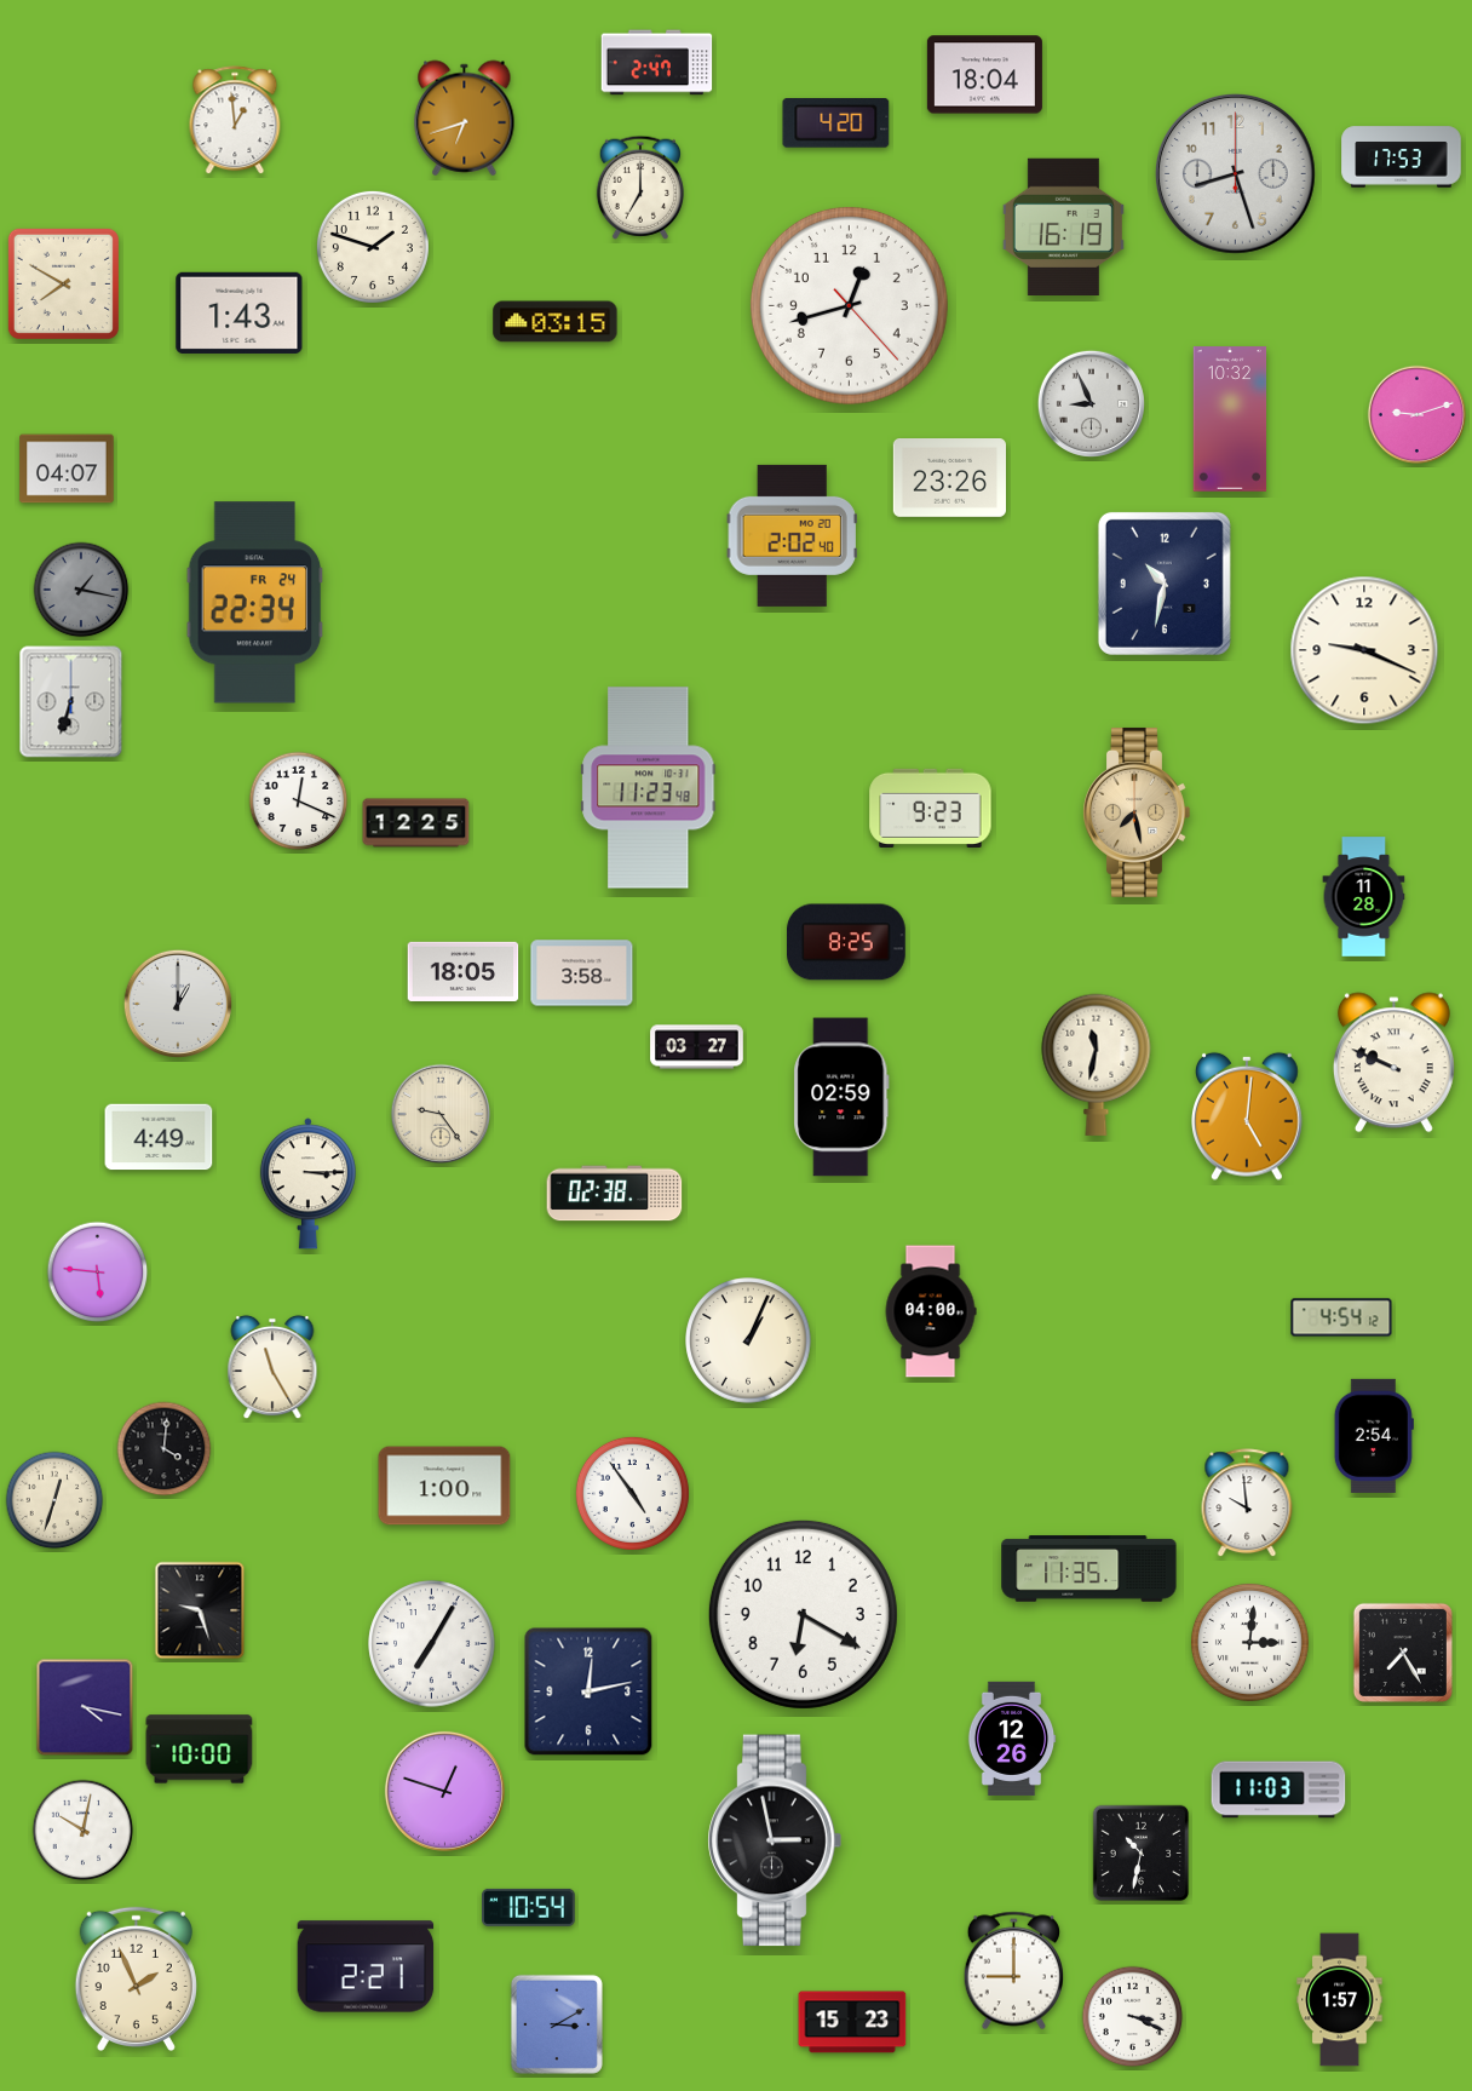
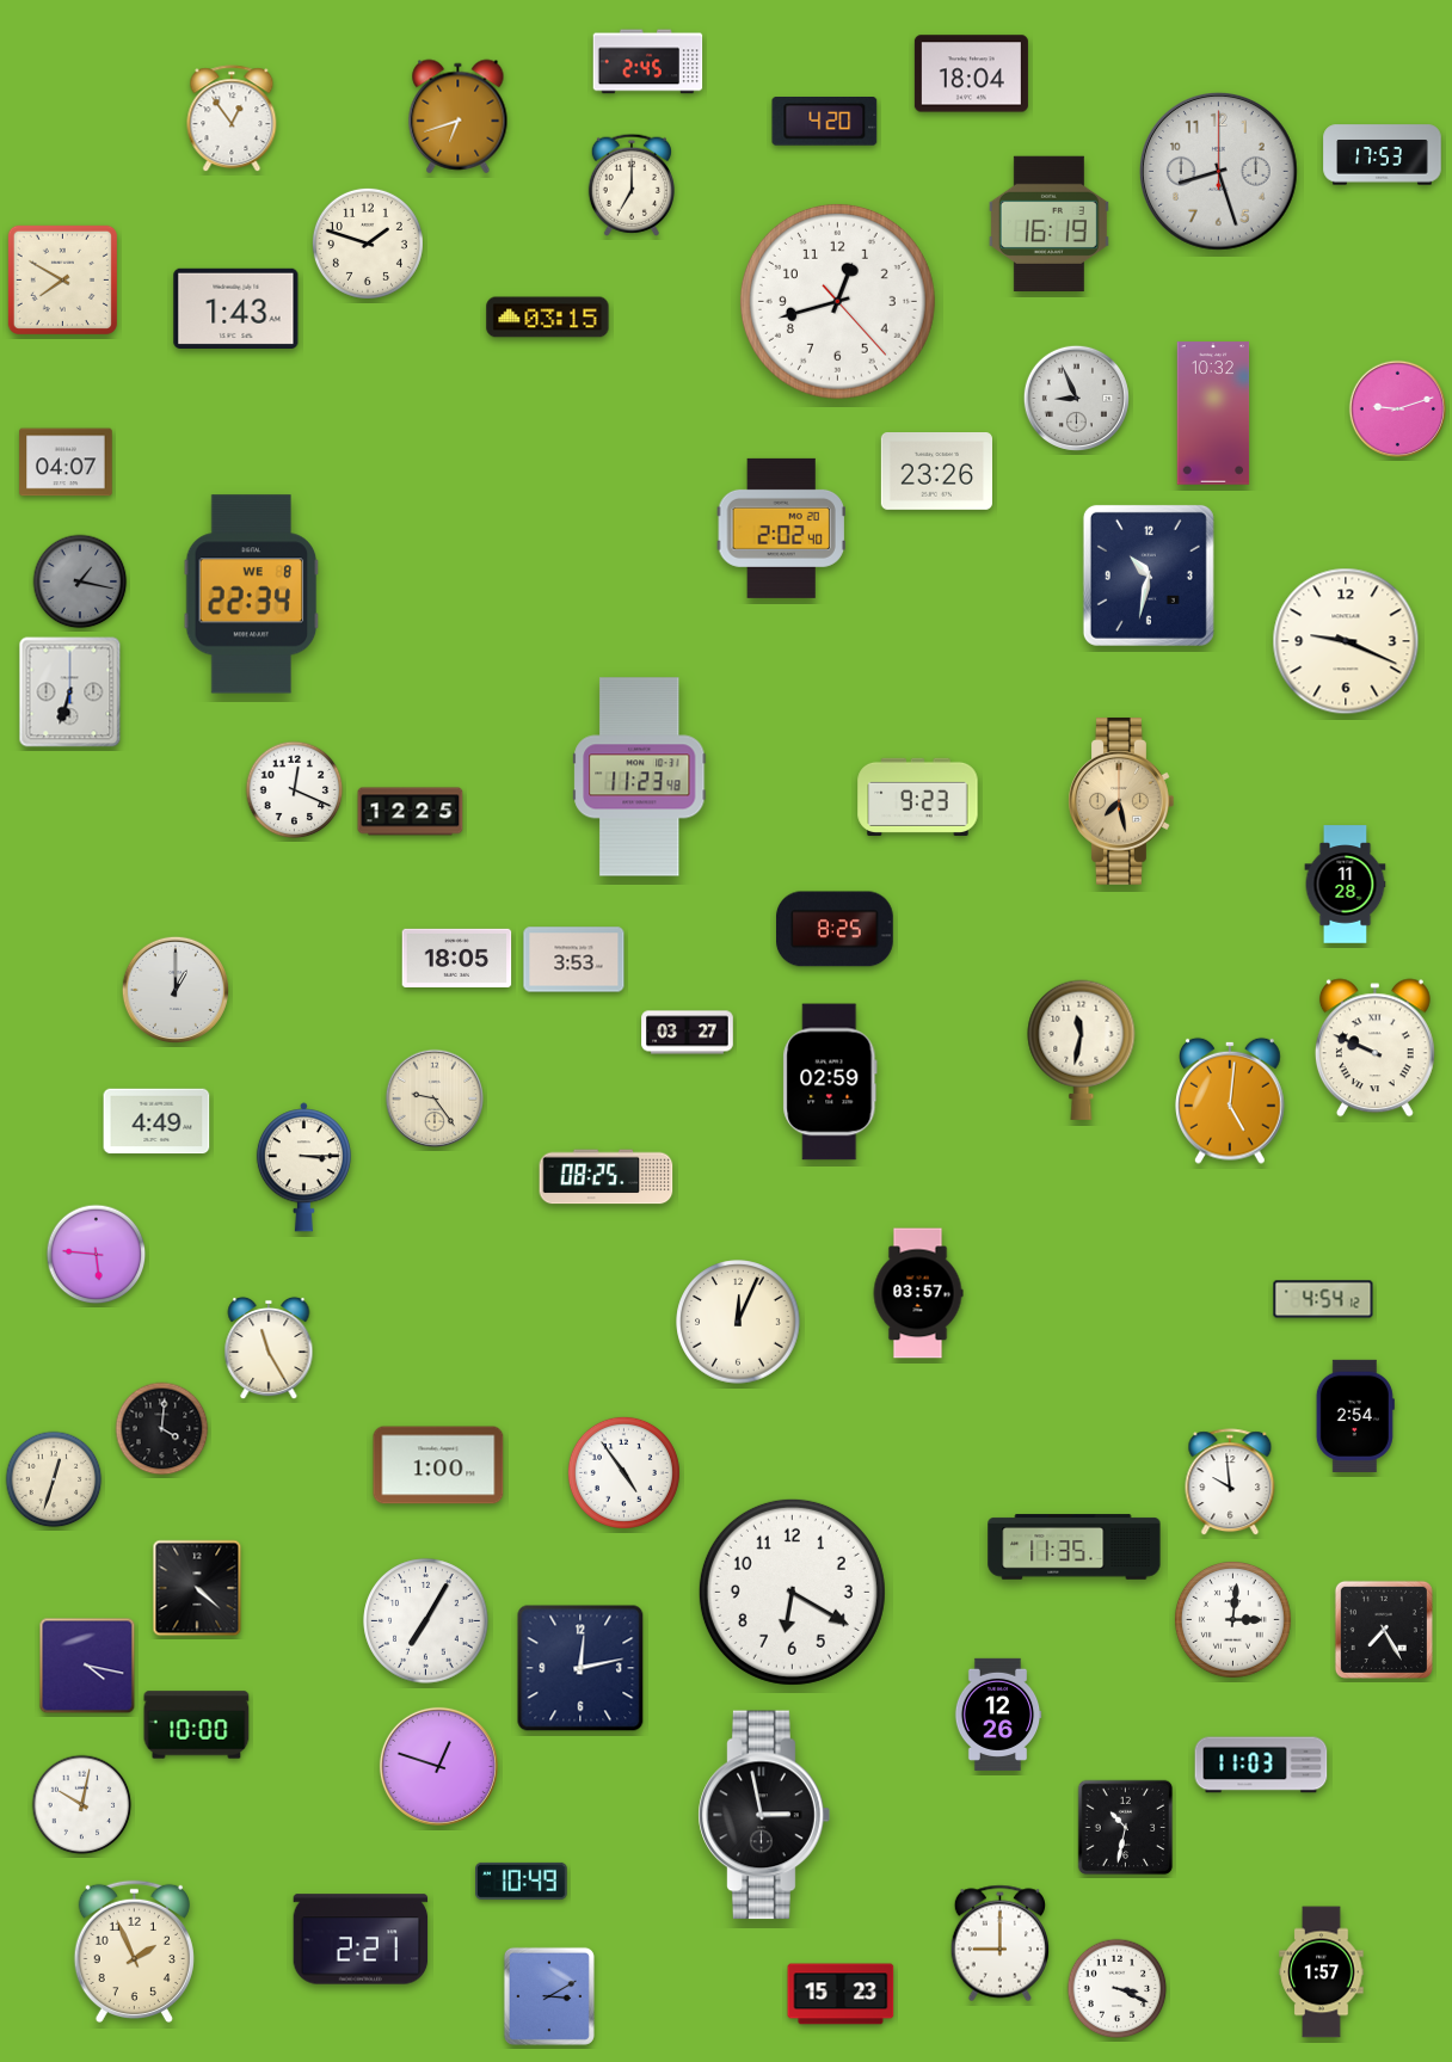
clock at (657, 63): 2:47 -> 2:45
clock at (235, 121): 12:59 -> 12:54
clock at (255, 603) date: FR 24 -> WE 8
clock at (582, 973): 3:58 -> 3:53
clock at (615, 1194): 02:38 -> 08:25
clock at (931, 1311): 04:00 -> 03:57
clock at (748, 1340): 1:04 -> 12:04
clock at (200, 1610): 9:27 -> 4:22
clock at (85, 1707) position: (85, 1707) -> (87, 1666)
clock at (529, 1907): 10:54 -> 10:49
